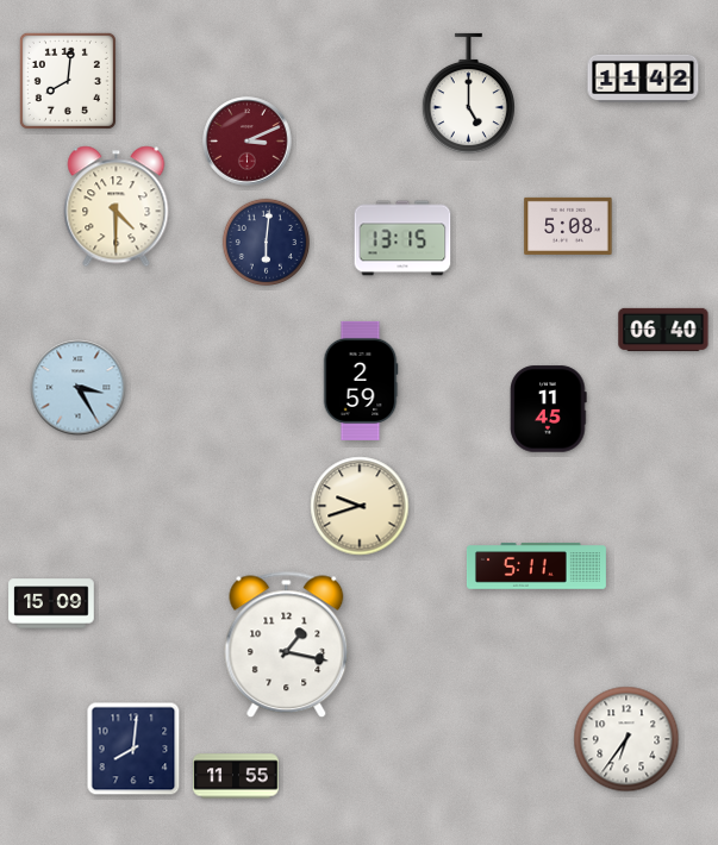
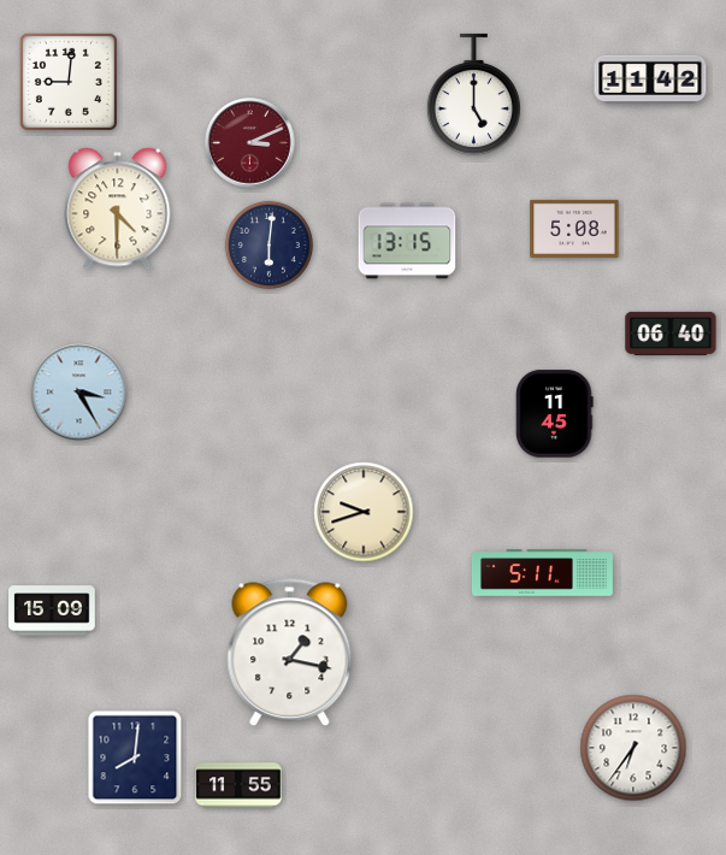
clock at (68, 81): 8:01 -> 9:01
clock at (361, 381): 2:59 -> none
